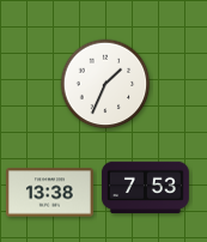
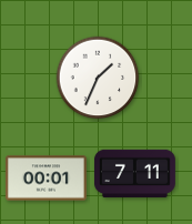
clock at (145, 188): 7:53 -> 7:11
clock at (49, 193): 13:38 -> 00:01
